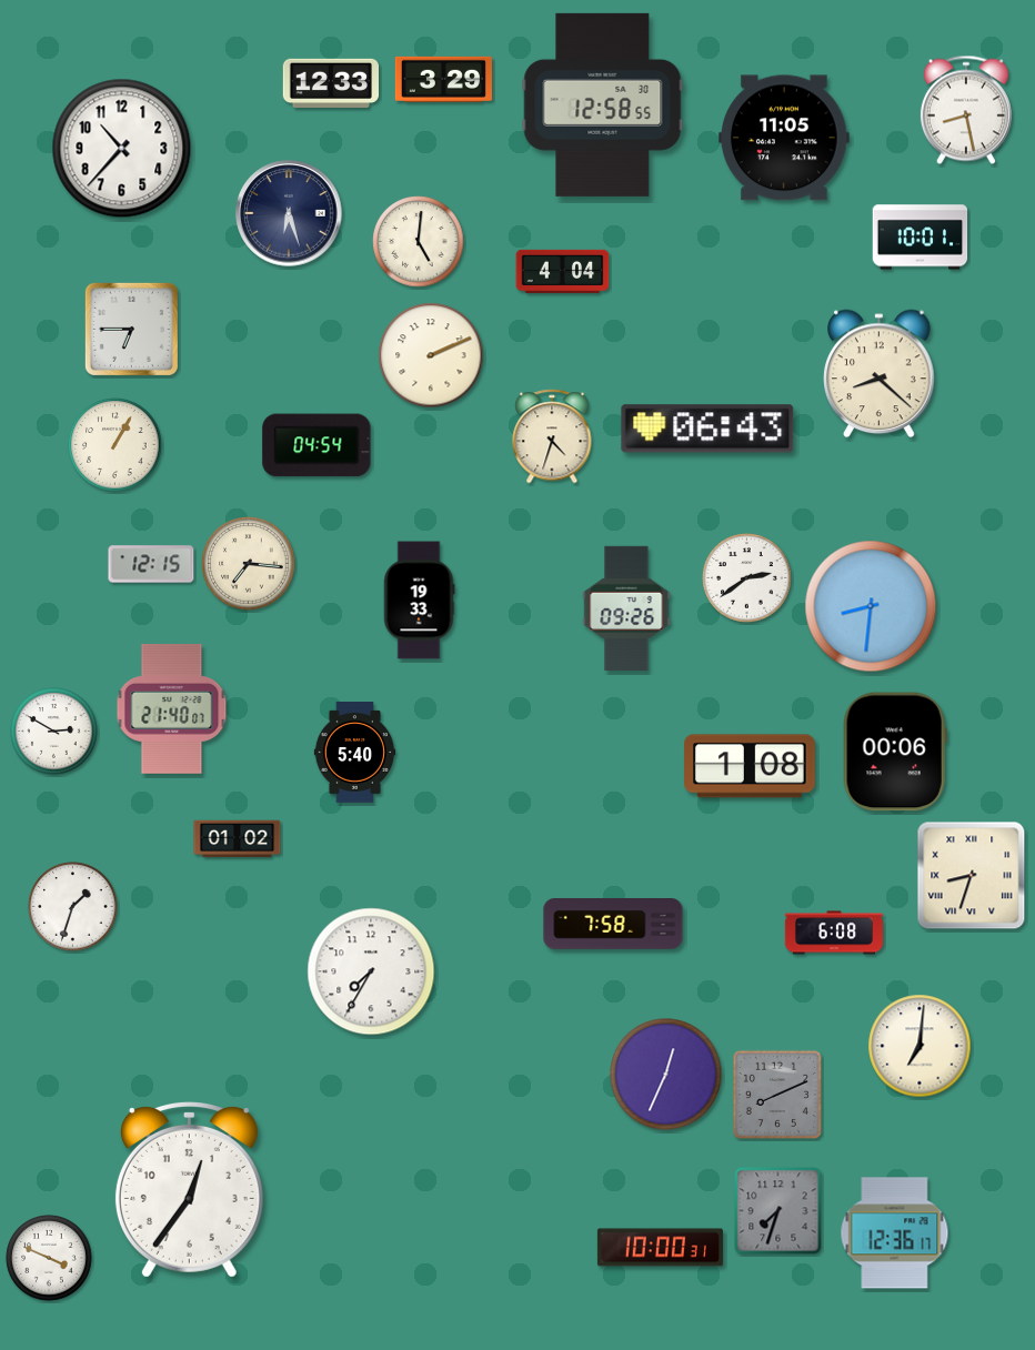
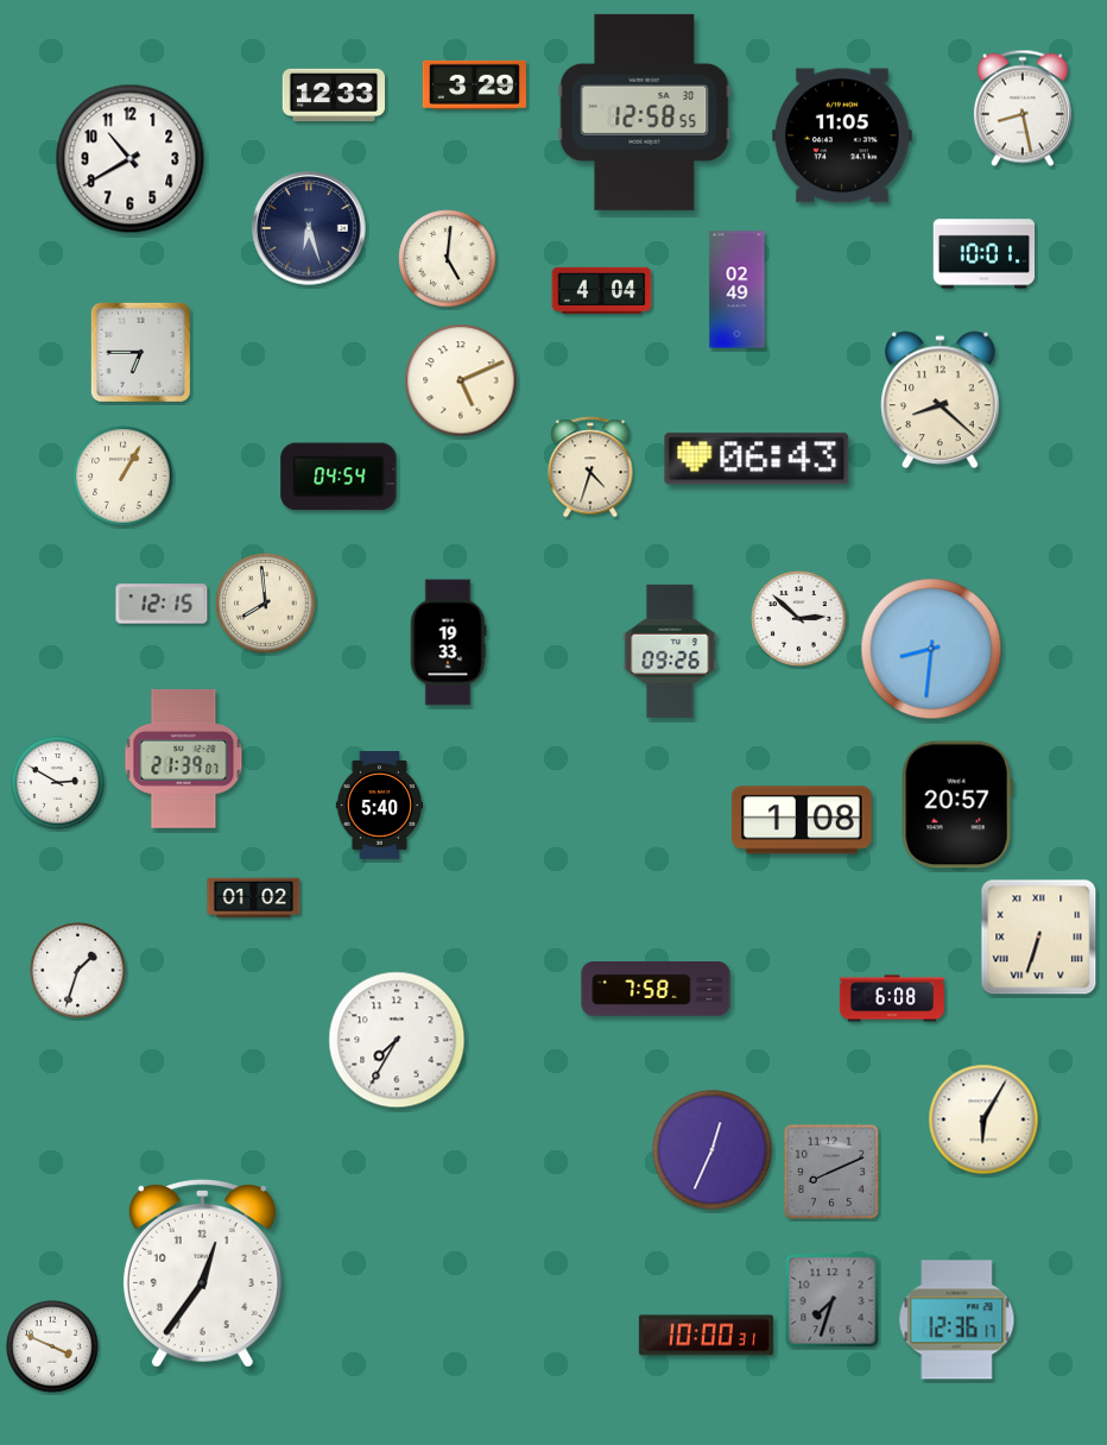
clock at (330, 83) position: (330, 83) -> (333, 95)
clock at (966, 110) position: (966, 110) -> (1023, 108)
clock at (785, 138) position: (785, 138) -> (843, 135)
clock at (122, 149): 10:37 -> 10:40
clock at (738, 290): none -> 02:49
clock at (431, 355): 2:11 -> 5:11
clock at (249, 564): 7:16 -> 7:59
clock at (747, 578): 2:39 -> 2:52
clock at (172, 708): 21:40 -> 21:39
clock at (895, 752): 00:06 -> 20:57
clock at (972, 876): 8:33 -> 6:33
clock at (920, 1046): 7:01 -> 6:05
clock at (778, 1211) position: (778, 1211) -> (833, 1301)
